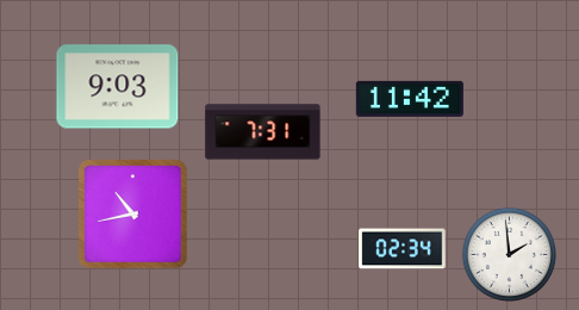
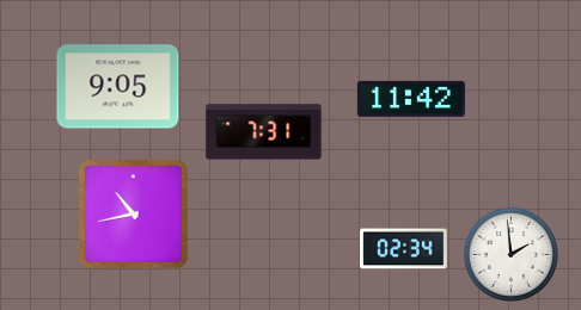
clock at (118, 87): 9:03 -> 9:05
